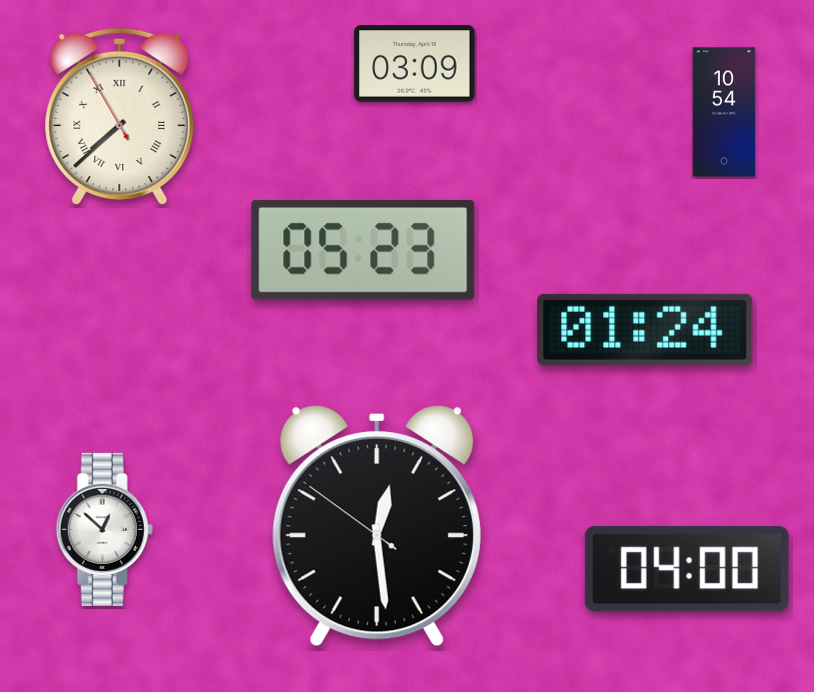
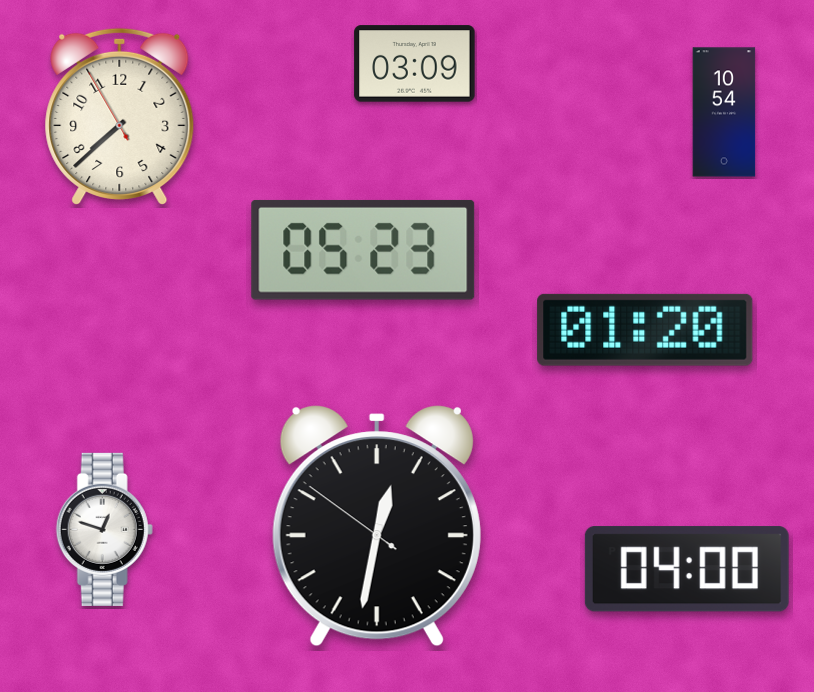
clock at (120, 116) numerals: Roman -> Arabic
clock at (645, 330): 01:24 -> 01:20
clock at (377, 527): 12:28 -> 12:31
clock at (104, 529): 12:52 -> 12:48
